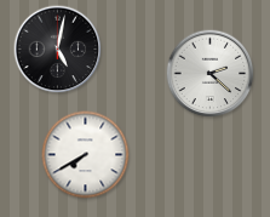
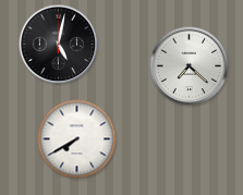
clock at (58, 50) position: (58, 50) -> (59, 45)
clock at (211, 74): 2:22 -> 7:22
